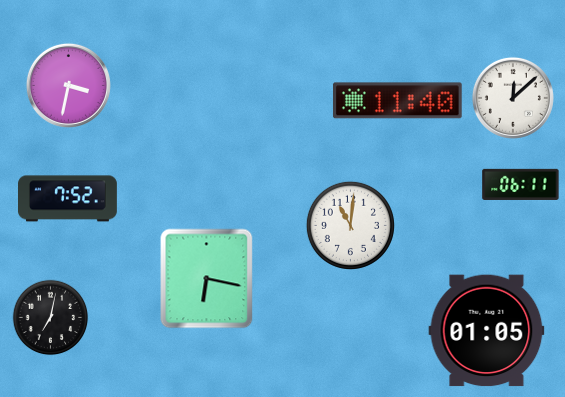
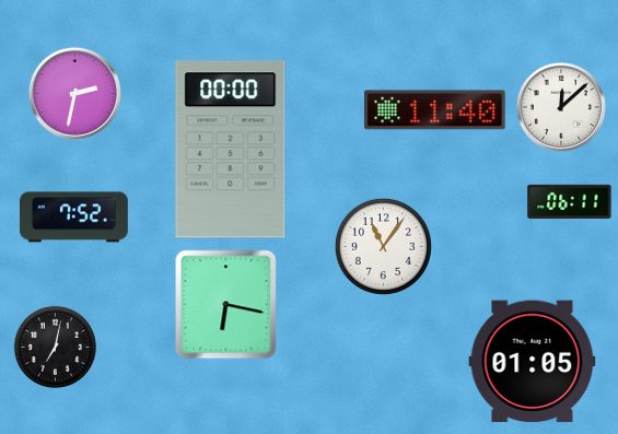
clock at (68, 85): 3:32 -> 2:32
clock at (231, 150): none -> 00:00
clock at (350, 225): 11:01 -> 11:06
